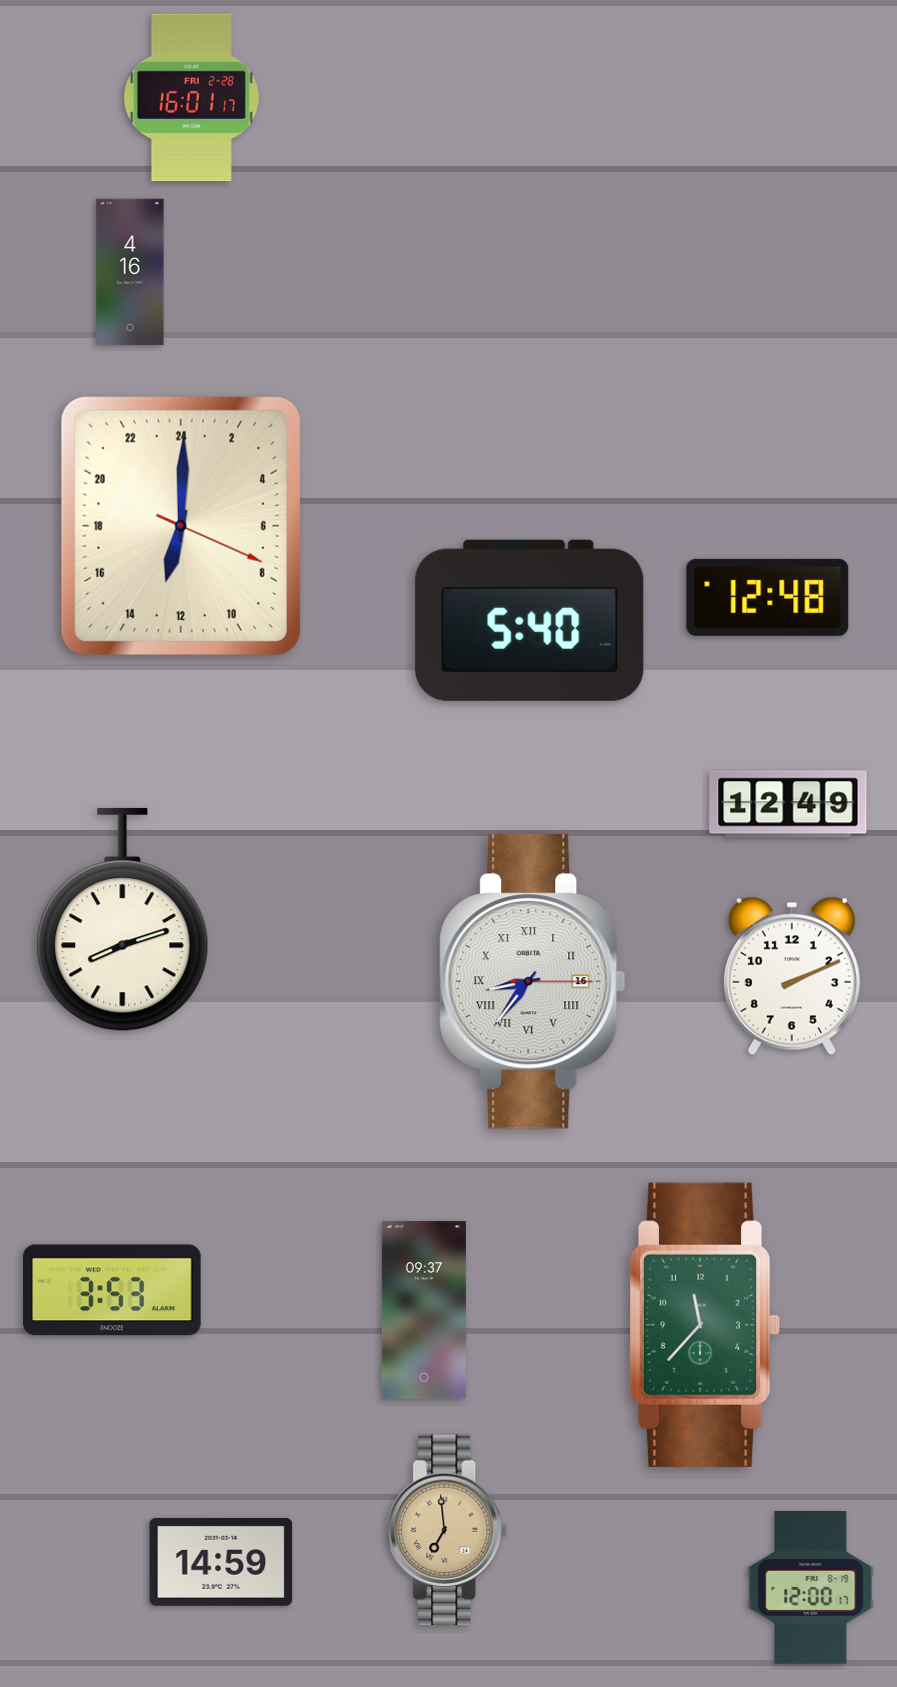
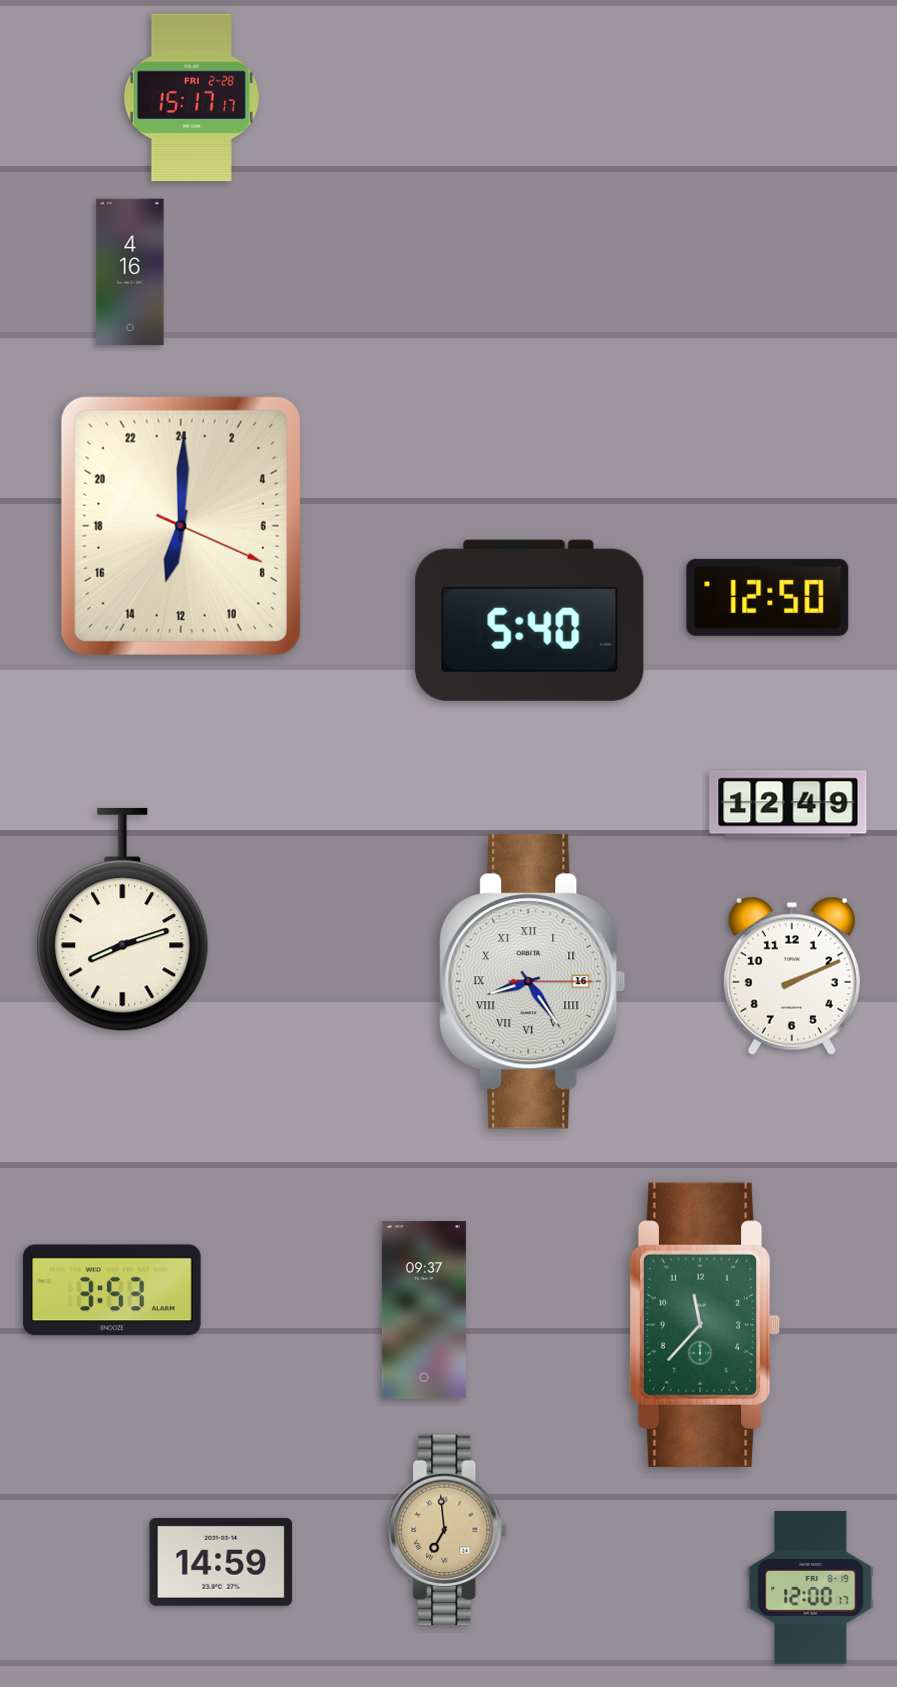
clock at (191, 98): 16:01 -> 15:17
clock at (768, 597): 12:48 -> 12:50
clock at (533, 982): 8:36 -> 8:24
